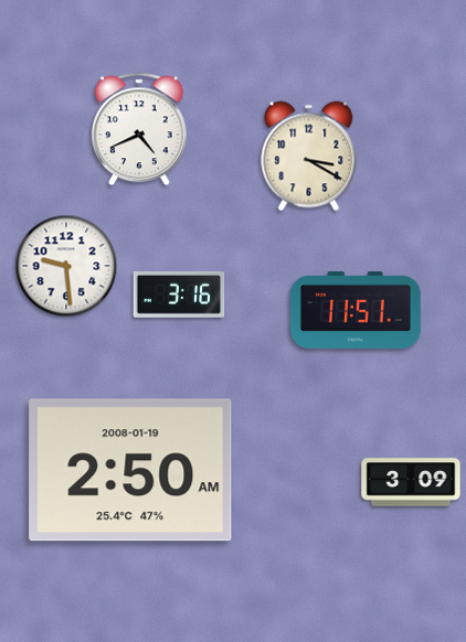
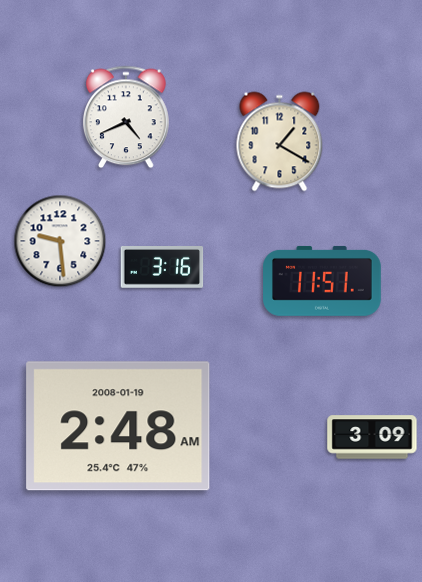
clock at (309, 157): 3:20 -> 1:20
clock at (130, 470): 2:50 -> 2:48
